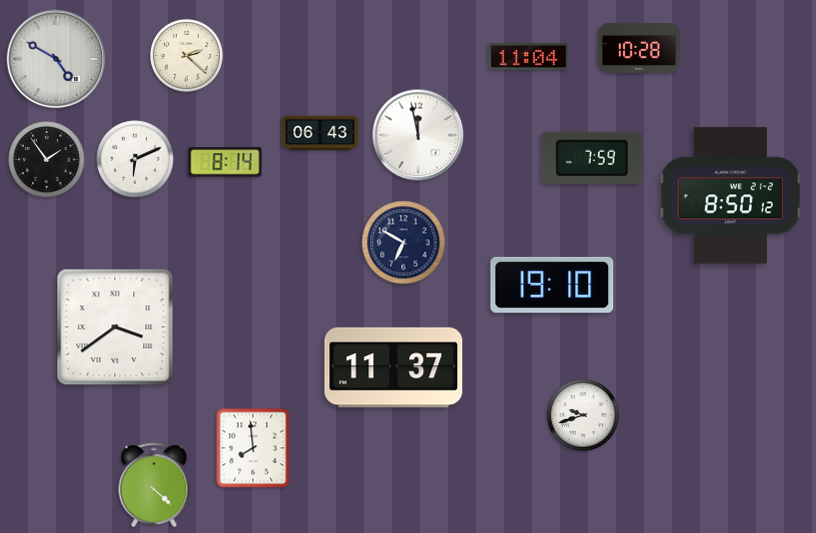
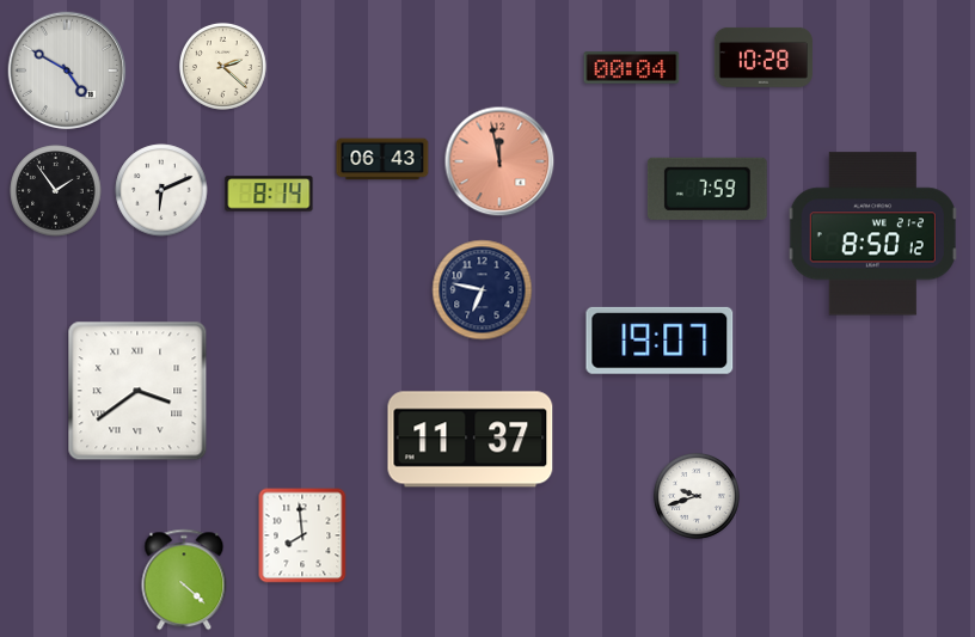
clock at (529, 57): 11:04 -> 00:04
clock at (418, 135) dial: white -> salmon
clock at (404, 243): 6:50 -> 6:47
clock at (552, 285): 19:10 -> 19:07
